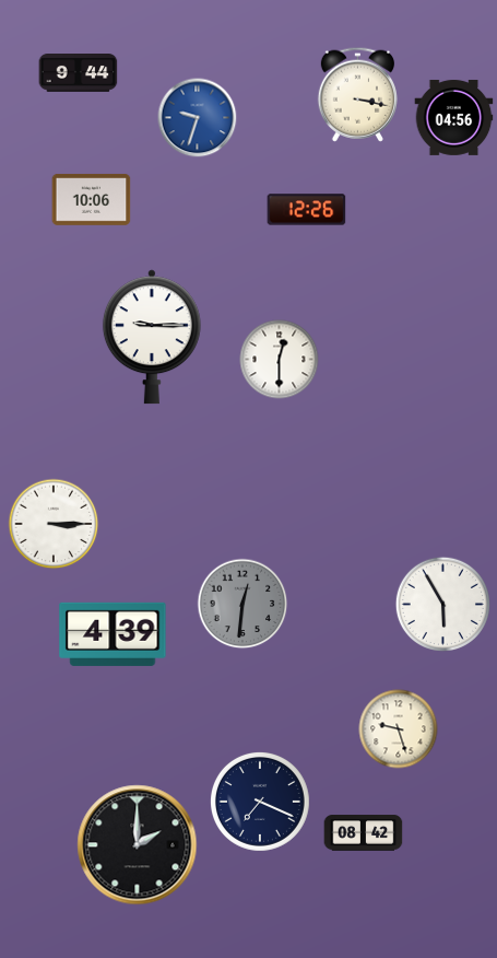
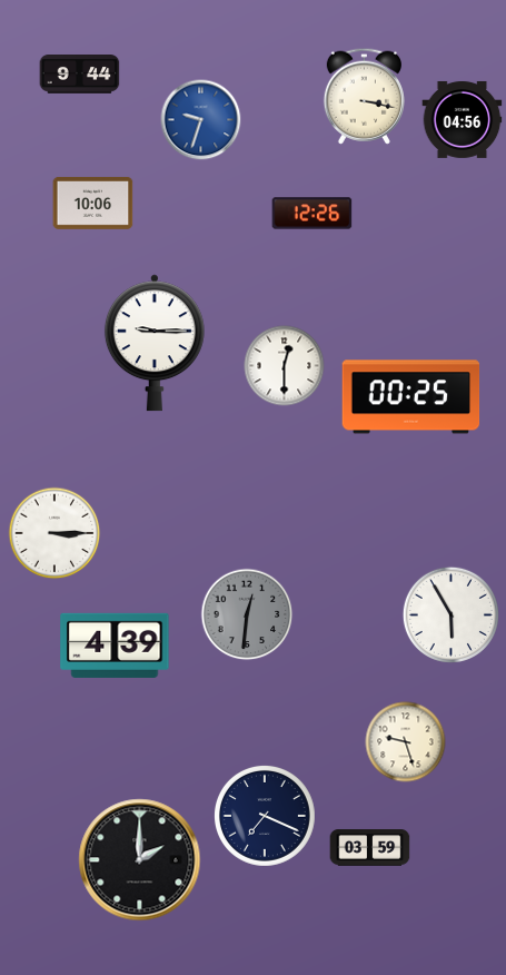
clock at (411, 397): none -> 00:25
clock at (364, 833): 08:42 -> 03:59
